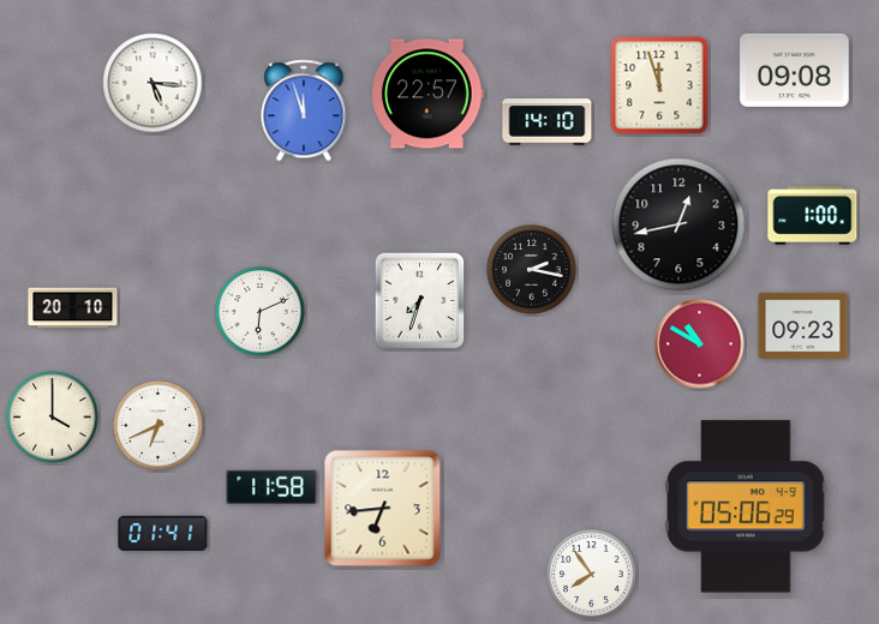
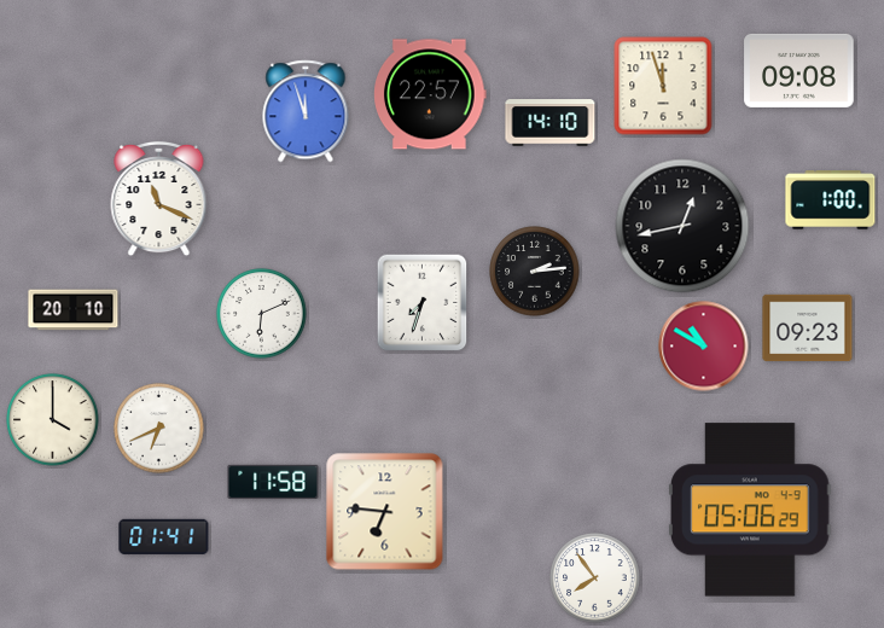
clock at (153, 83): 5:16 -> none
clock at (159, 199): none -> 11:19
clock at (813, 216) position: (813, 216) -> (831, 200)
clock at (532, 270): 2:17 -> 2:14
clock at (271, 487) position: (271, 487) -> (273, 482)
clock at (383, 509): 6:44 -> 6:46
